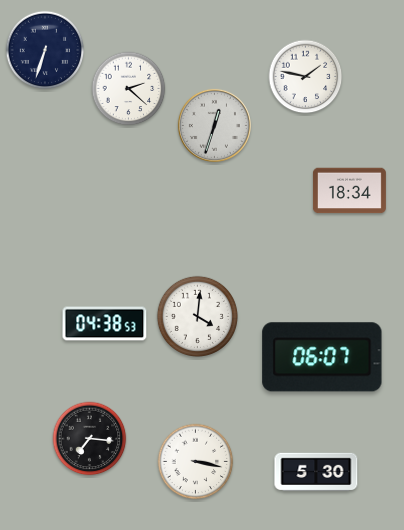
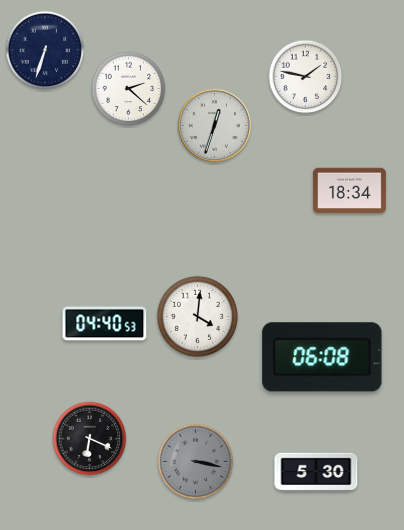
clock at (105, 324): 04:38 -> 04:40
clock at (322, 357): 06:07 -> 06:08
clock at (90, 439): 7:16 -> 6:19
clock at (196, 462) dial: white -> grey
